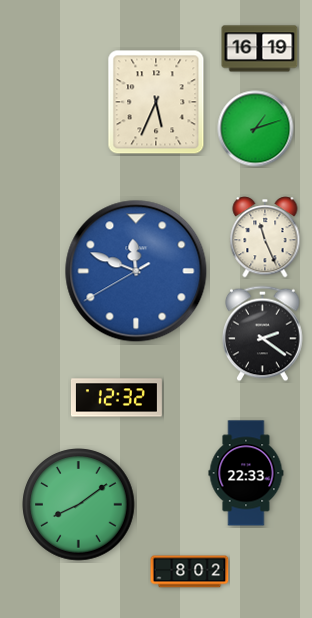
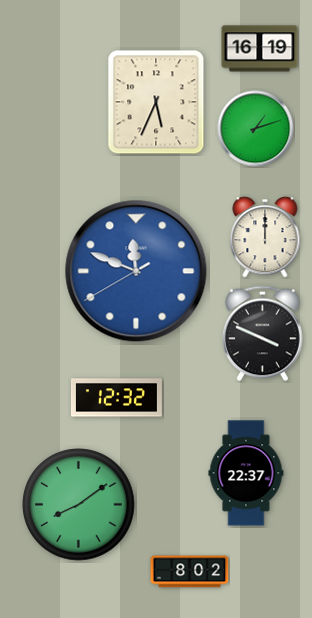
clock at (265, 237): 11:26 -> 12:00
clock at (263, 334): 2:21 -> 3:49
clock at (246, 473): 22:33 -> 22:37
